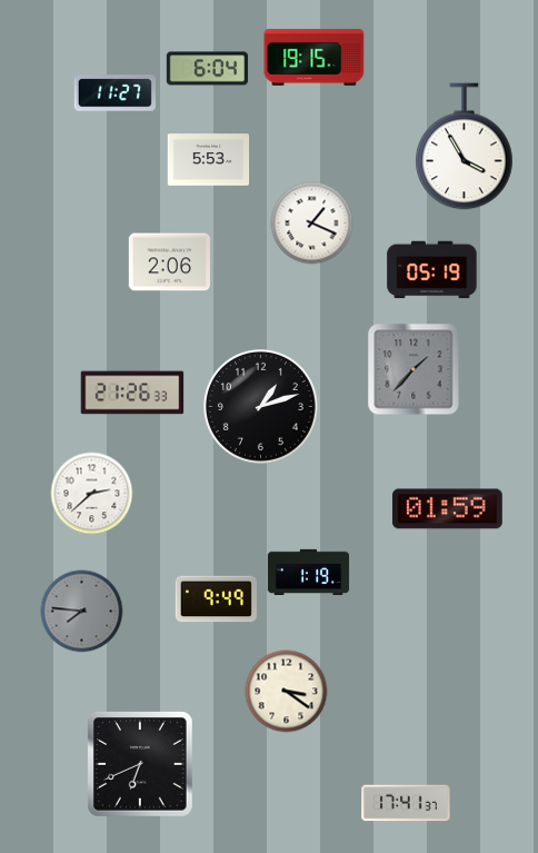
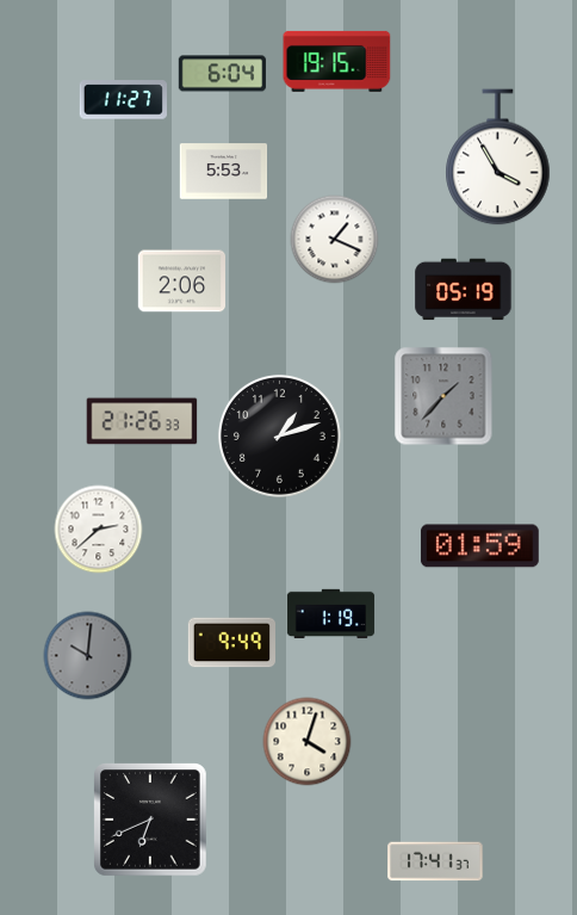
clock at (82, 612): 7:46 -> 10:01
clock at (287, 692): 3:21 -> 4:03
